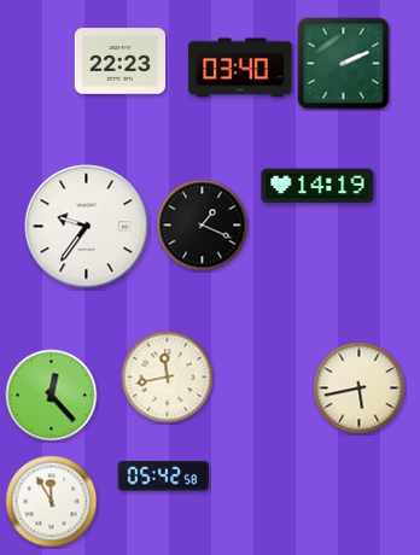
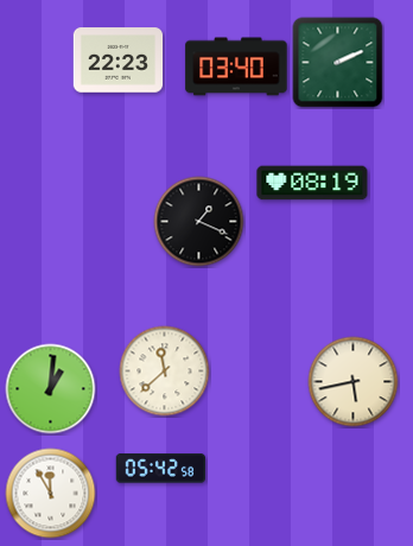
clock at (317, 186): 14:19 -> 08:19
clock at (87, 227): 9:36 -> none
clock at (168, 378): 11:43 -> 11:38
clock at (52, 396): 12:23 -> 1:01
